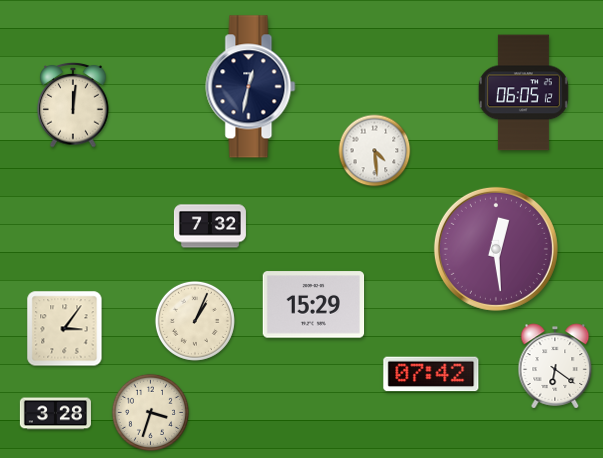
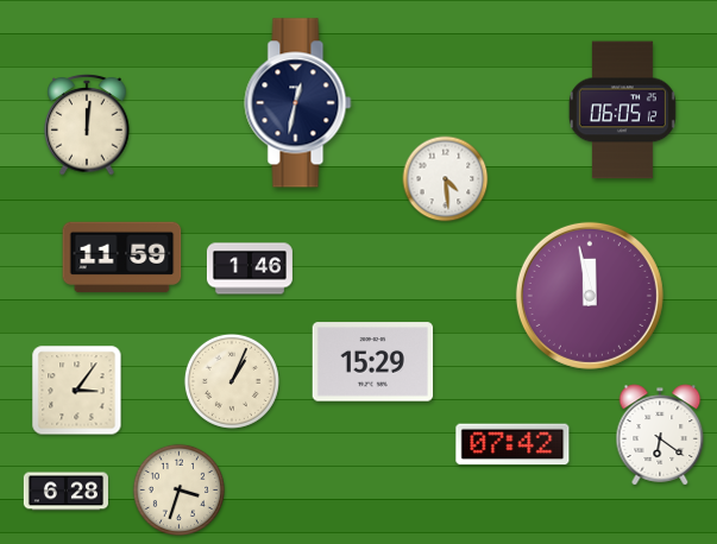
clock at (122, 258): none -> 11:59
clock at (210, 226): 7:32 -> 1:46
clock at (496, 249): 12:29 -> 11:58
clock at (55, 414): 3:28 -> 6:28
